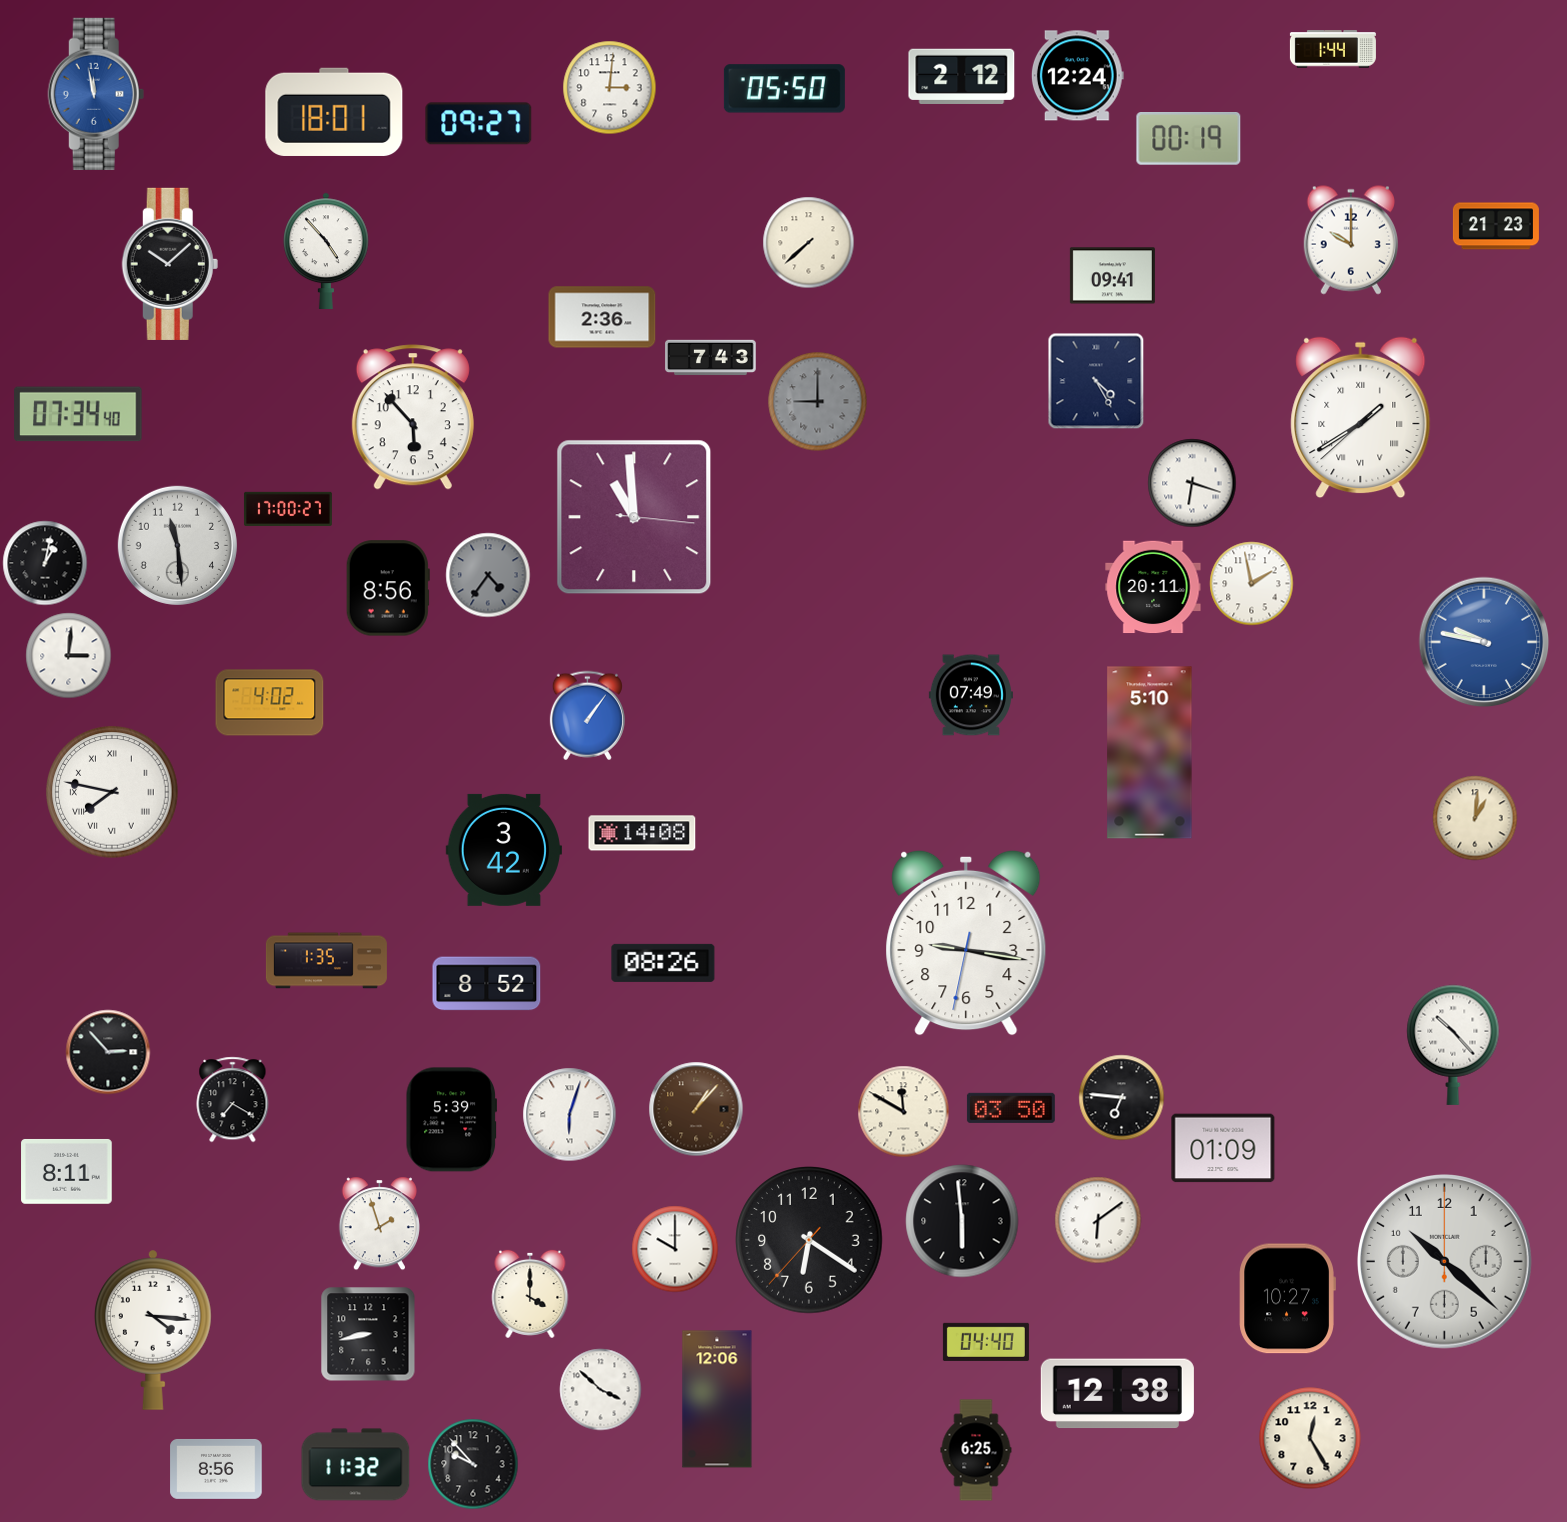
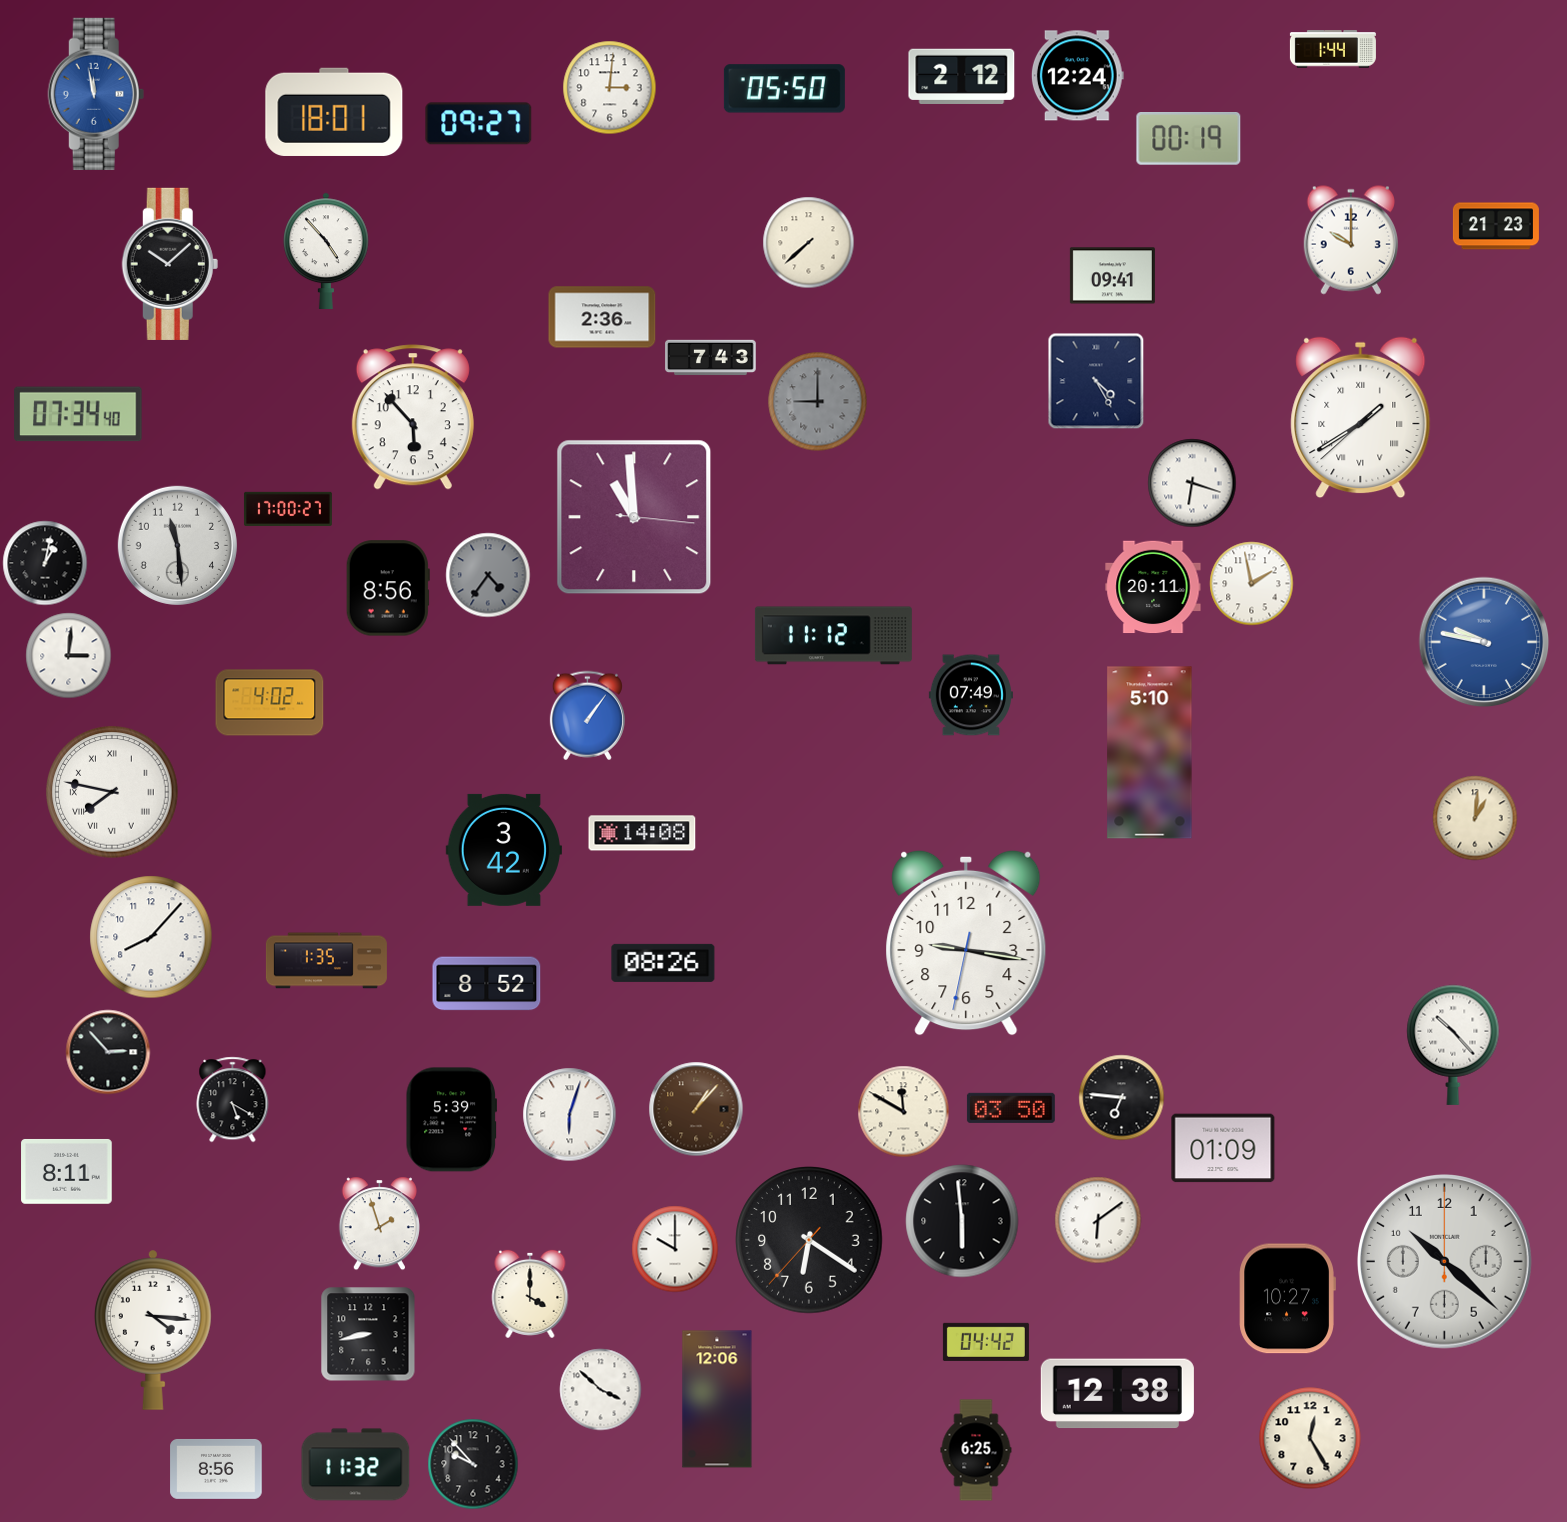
clock at (833, 636): none -> 11:12
clock at (151, 937): none -> 8:07
clock at (233, 1100): 7:20 -> 5:20
clock at (986, 1342): 04:40 -> 04:42
